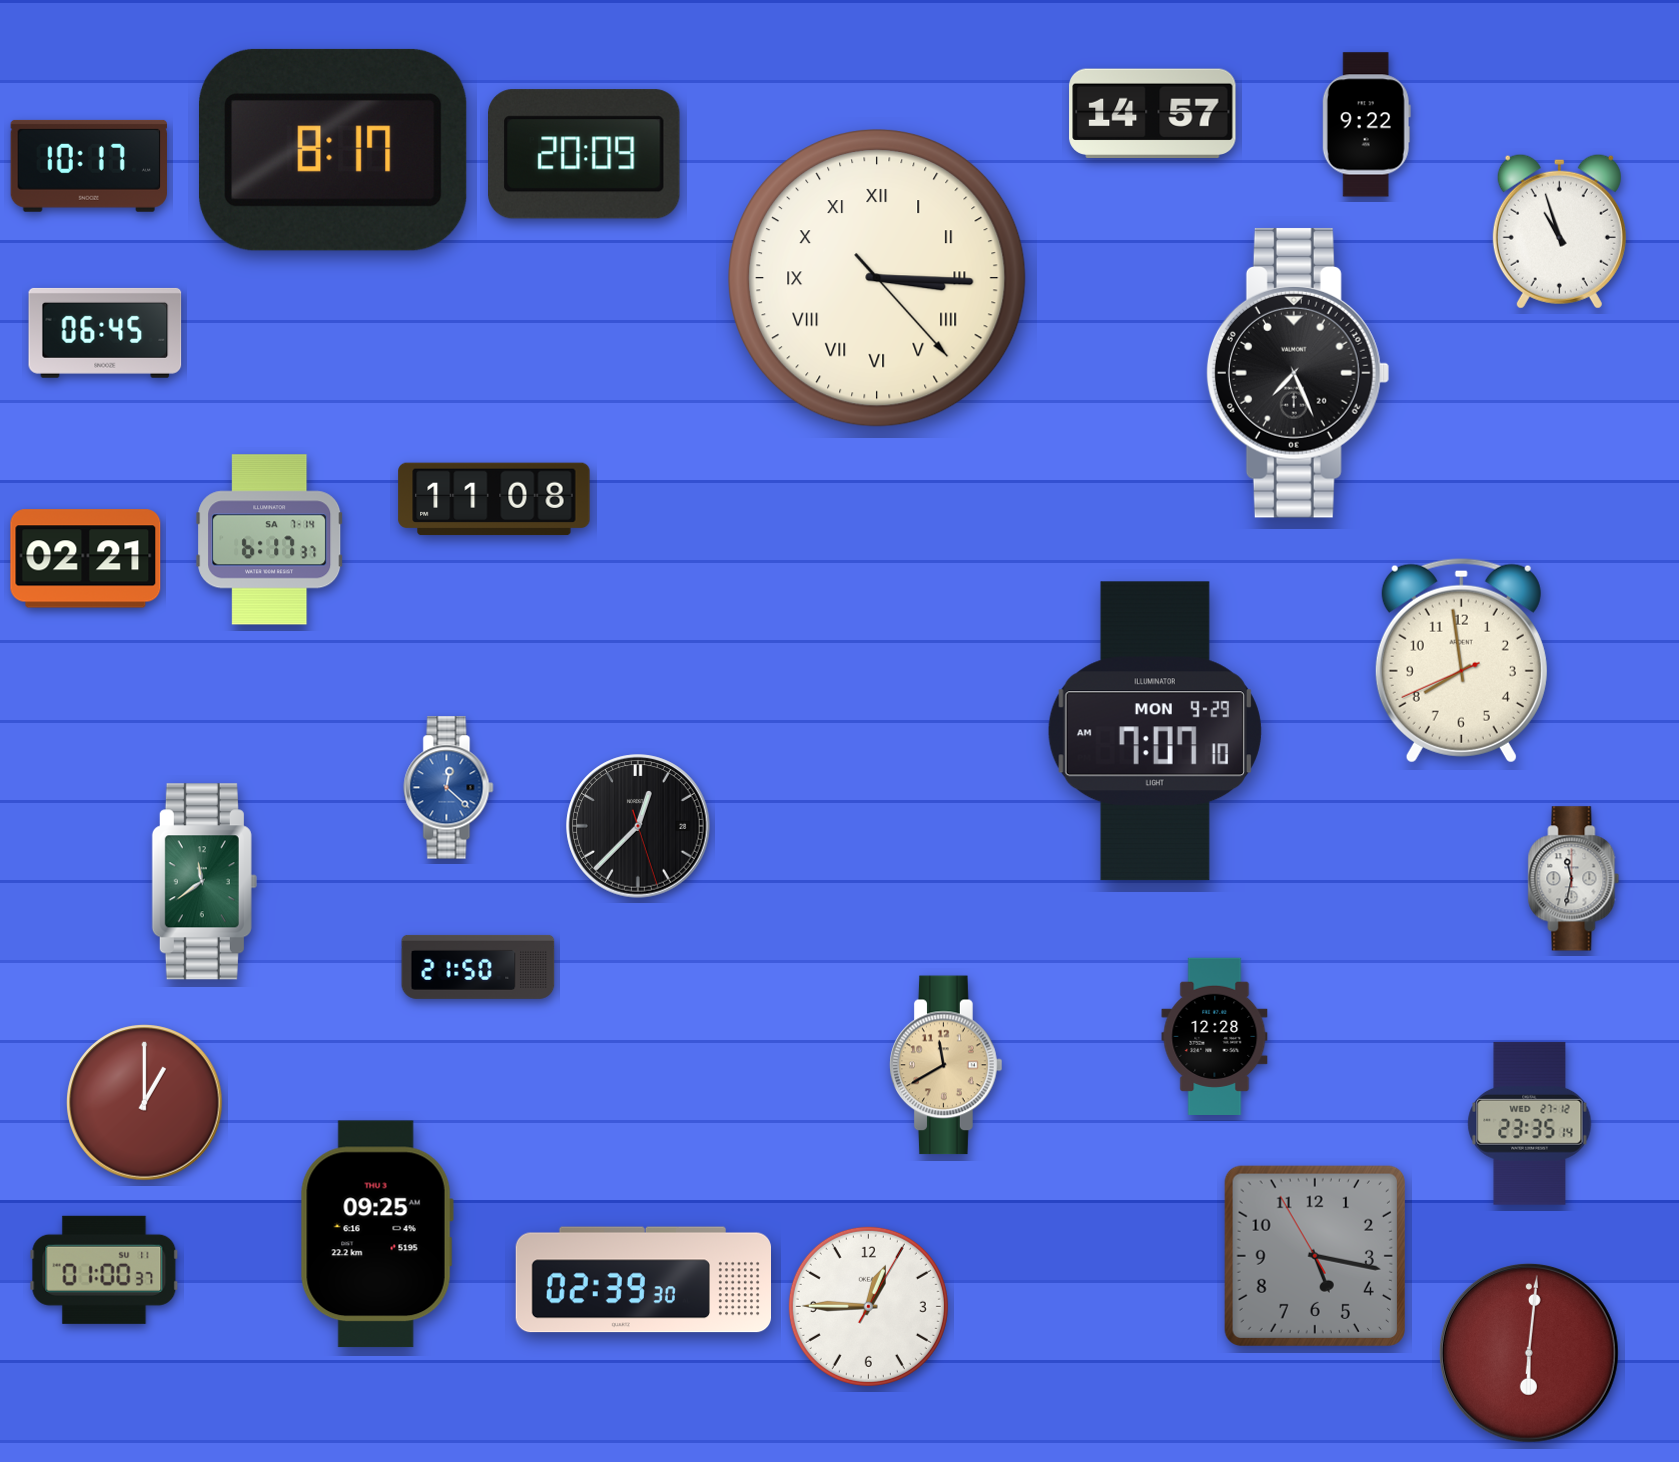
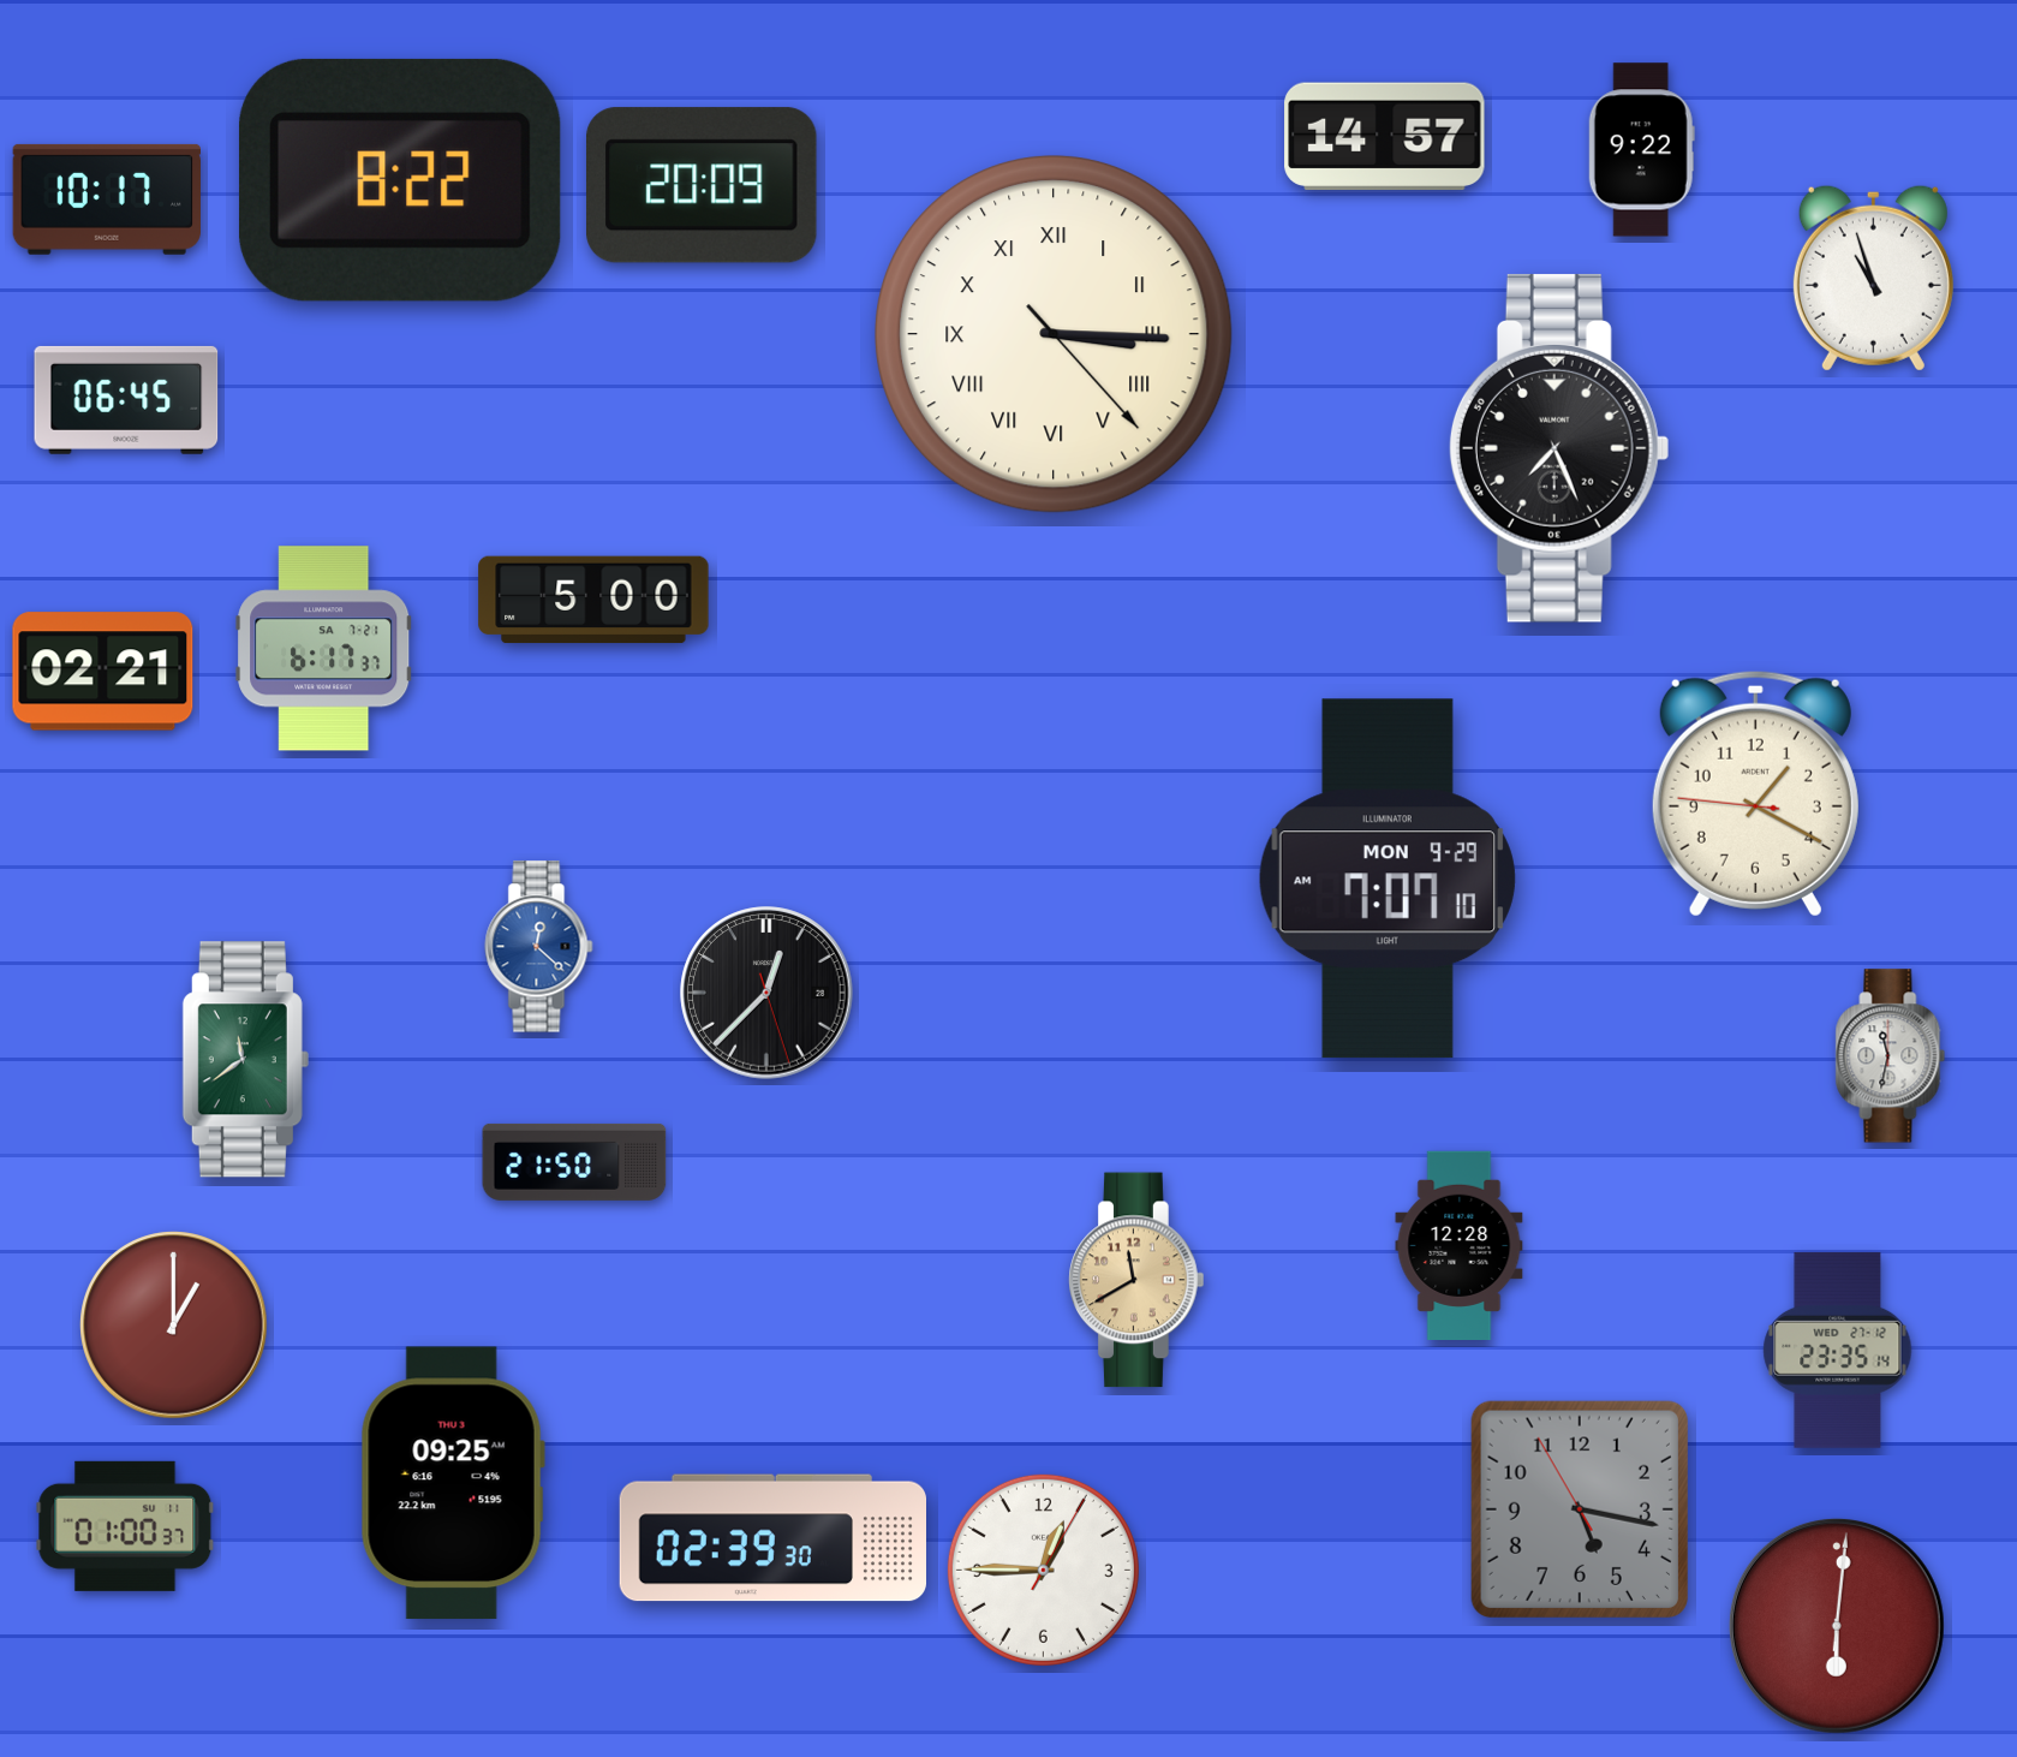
clock at (333, 150): 8:17 -> 8:22
clock at (494, 499): 11:08 -> 5:00
clock at (270, 540) date: SA 7-14 -> SA 7-21
clock at (1461, 660): 7:58 -> 1:19
